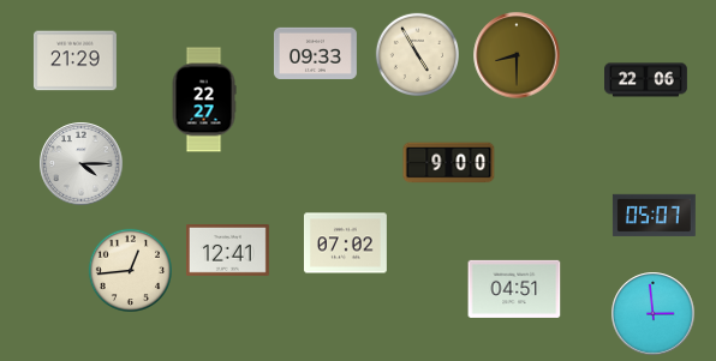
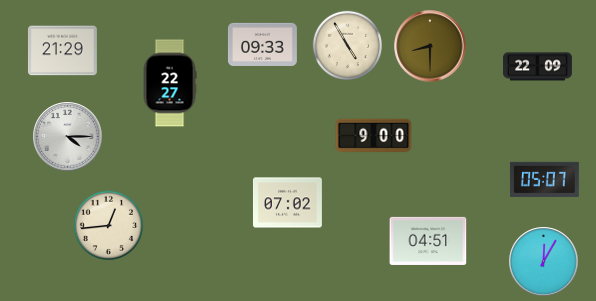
clock at (646, 80): 22:06 -> 22:09
clock at (227, 251): 12:41 -> none
clock at (654, 314): 2:59 -> 12:05
